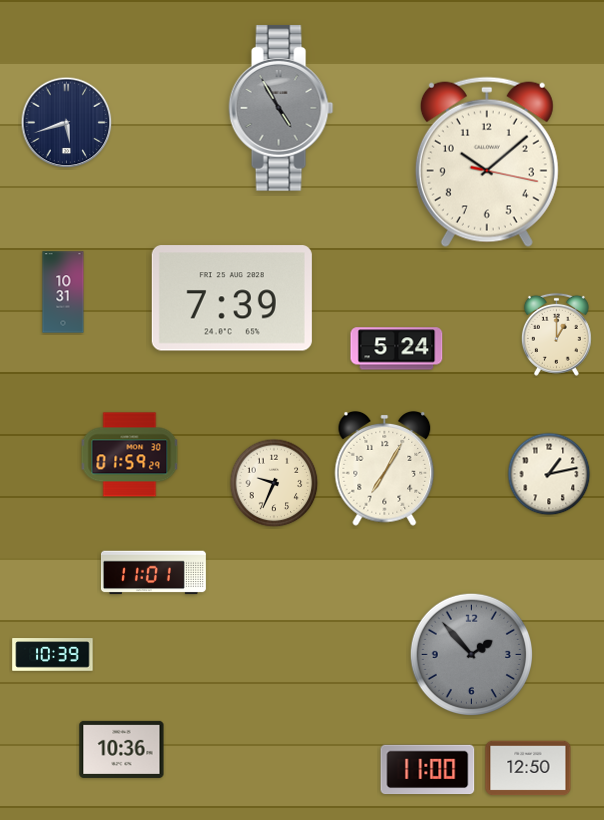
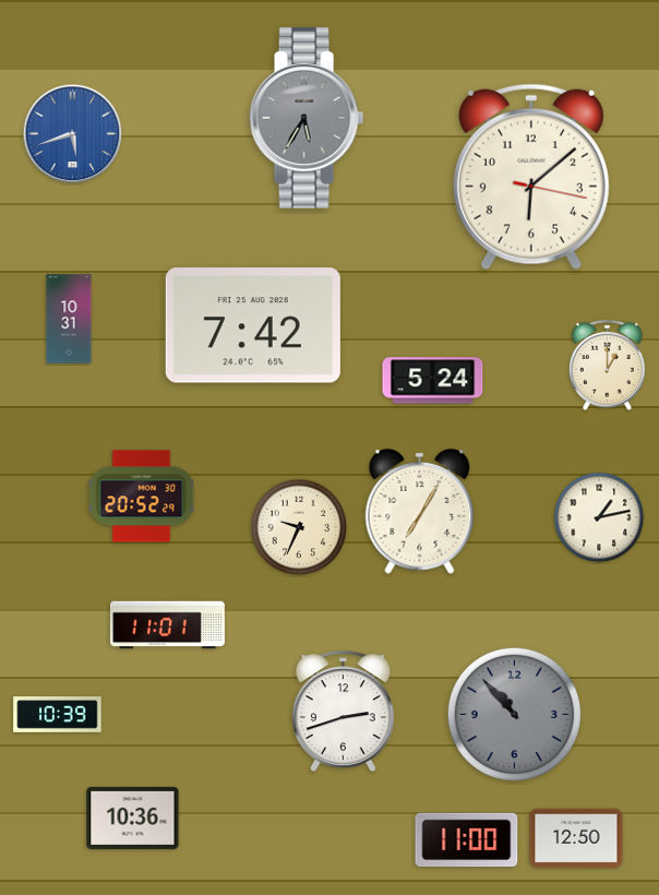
clock at (281, 108): 4:55 -> 5:35
clock at (67, 123) dial: navy -> blue
clock at (487, 162): 10:08 -> 6:08
clock at (232, 298): 7:39 -> 7:42
clock at (130, 455): 01:59 -> 20:52
clock at (343, 711): none -> 2:42
clock at (471, 654): 1:53 -> 10:53
